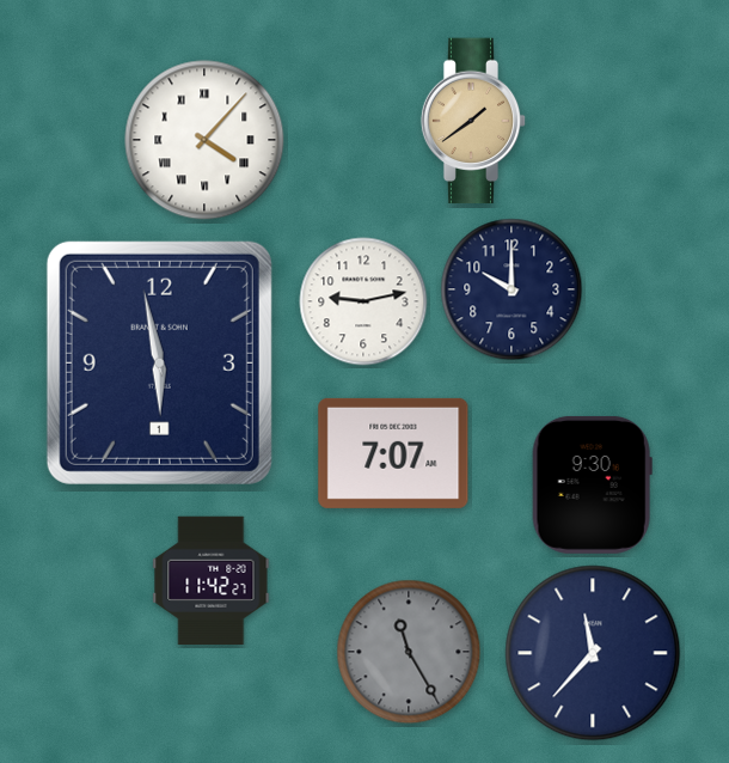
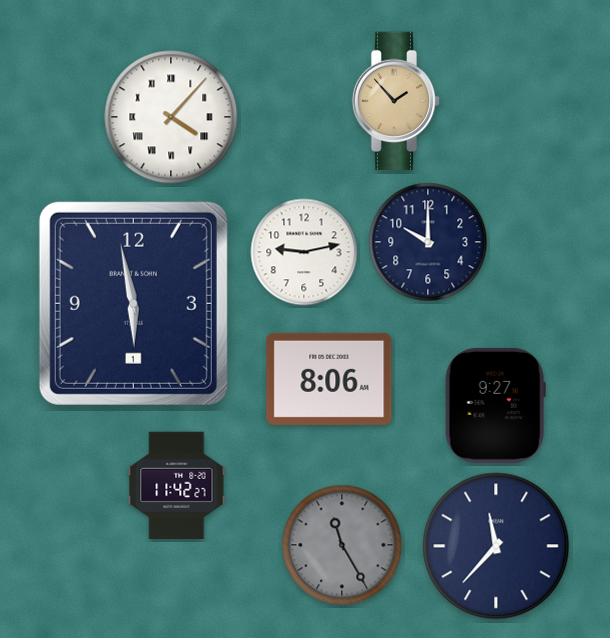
clock at (473, 121): 1:39 -> 1:53
clock at (393, 453): 7:07 -> 8:06
clock at (592, 484): 9:30 -> 9:27
